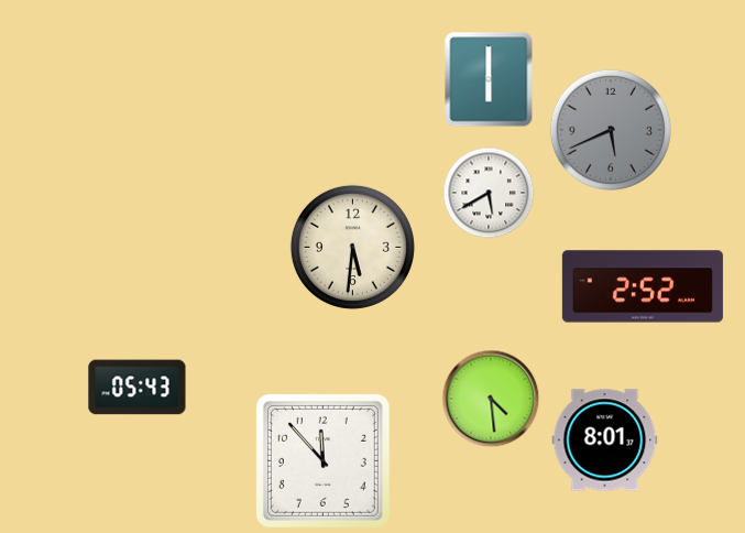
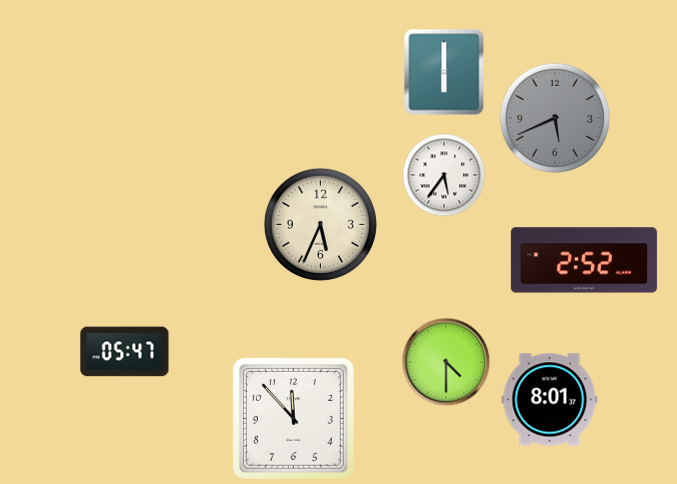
clock at (489, 193): 5:40 -> 5:36
clock at (352, 247): 5:31 -> 5:34
clock at (138, 388): 05:43 -> 05:47
clock at (491, 399): 4:29 -> 4:30
